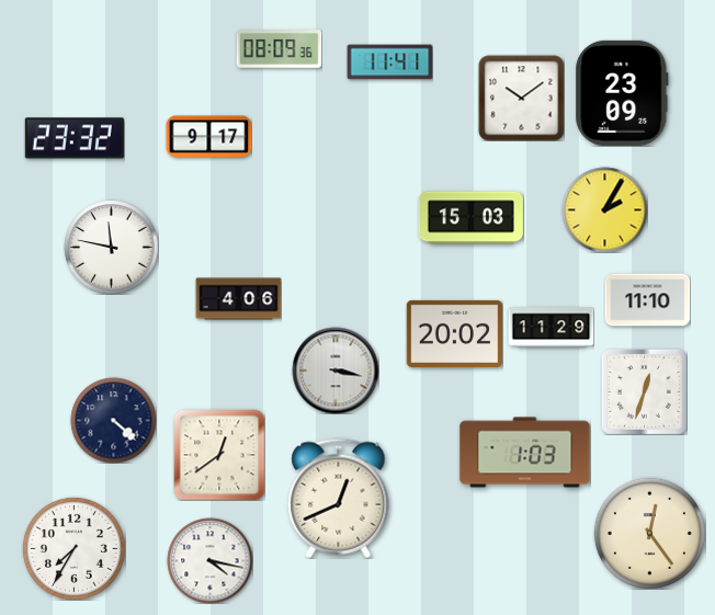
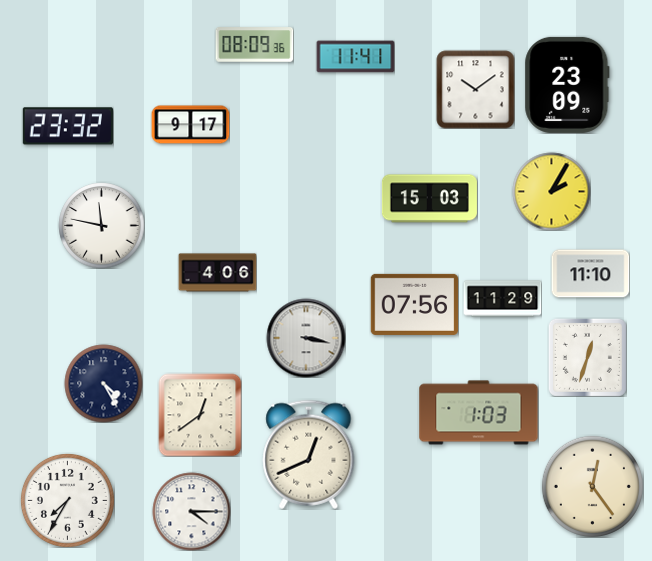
clock at (454, 333): 20:02 -> 07:56
clock at (113, 420): 4:22 -> 4:25
clock at (209, 560): 4:17 -> 4:15
